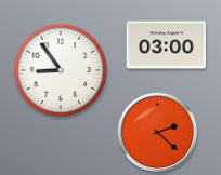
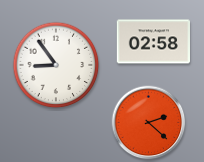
clock at (166, 45): 03:00 -> 02:58
clock at (158, 133) position: (158, 133) -> (149, 123)
